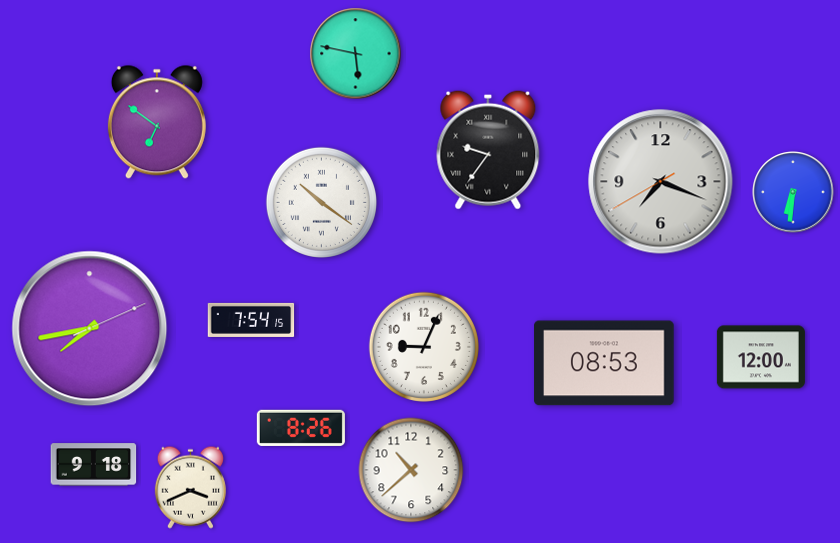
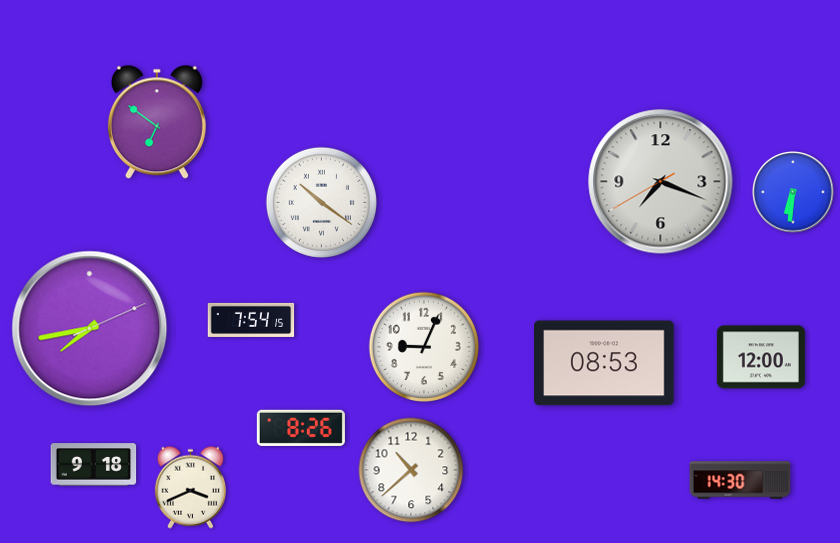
clock at (356, 54): 5:47 -> none
clock at (488, 150): 9:36 -> none
clock at (740, 480): none -> 14:30
